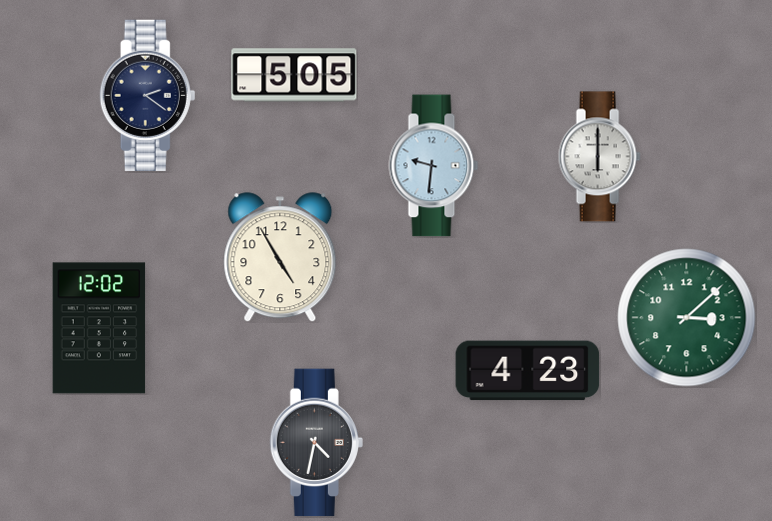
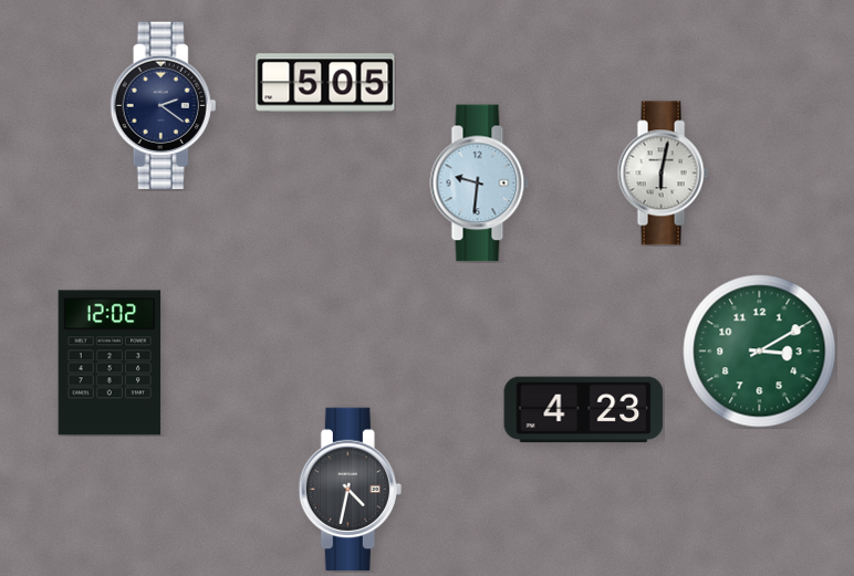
clock at (599, 157): 6:00 -> 6:02
clock at (280, 257): 4:55 -> none
clock at (687, 318): 3:08 -> 3:10
